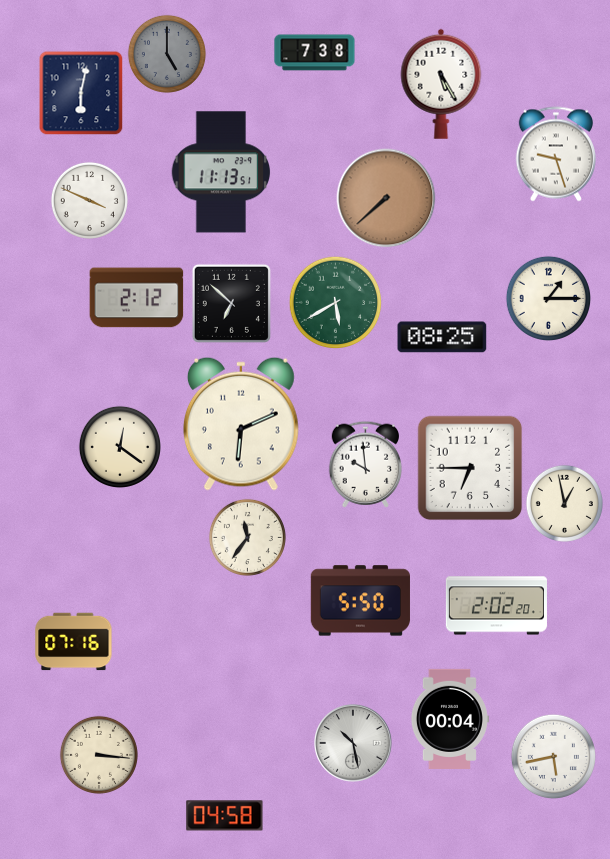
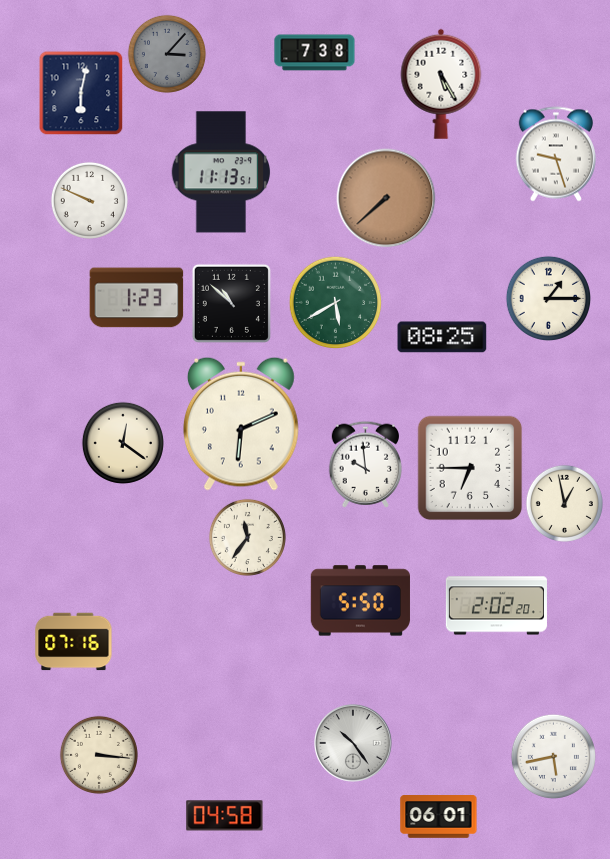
clock at (167, 54): 5:00 -> 3:07
clock at (89, 200): 3:49 -> 9:49
clock at (137, 298): 2:12 -> 1:23
clock at (231, 303): 6:52 -> 10:52
clock at (120, 447) position: (120, 447) -> (123, 443)
clock at (449, 719): 00:04 -> none
clock at (354, 744): 10:28 -> 10:24
clock at (439, 817): none -> 06:01
